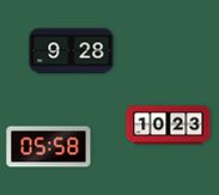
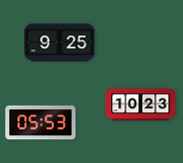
clock at (72, 51): 9:28 -> 9:25
clock at (49, 147): 05:58 -> 05:53
